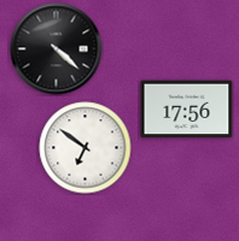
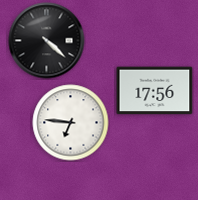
clock at (86, 148): 6:51 -> 6:46
